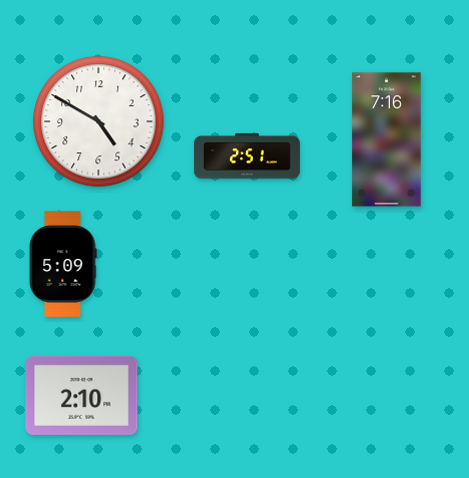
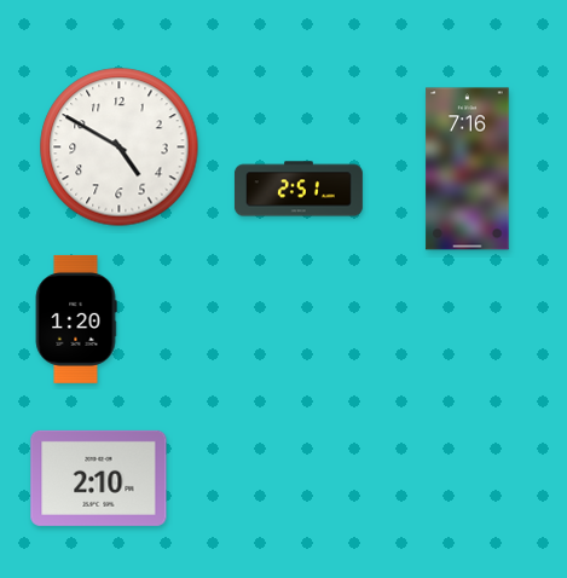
clock at (63, 264): 5:09 -> 1:20
